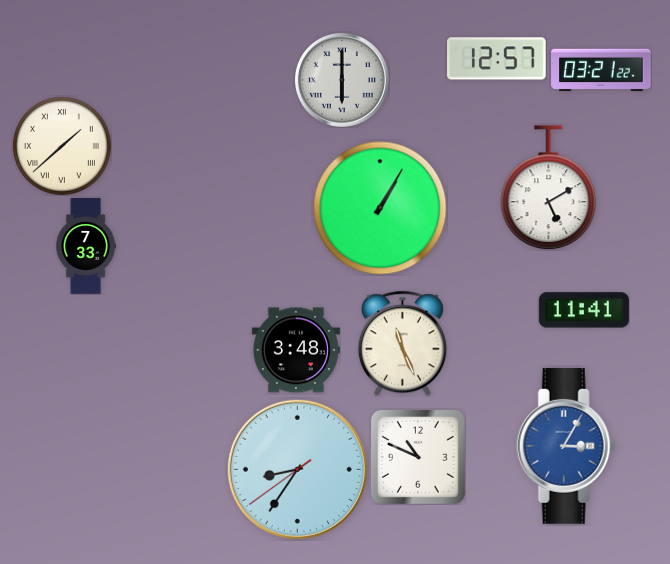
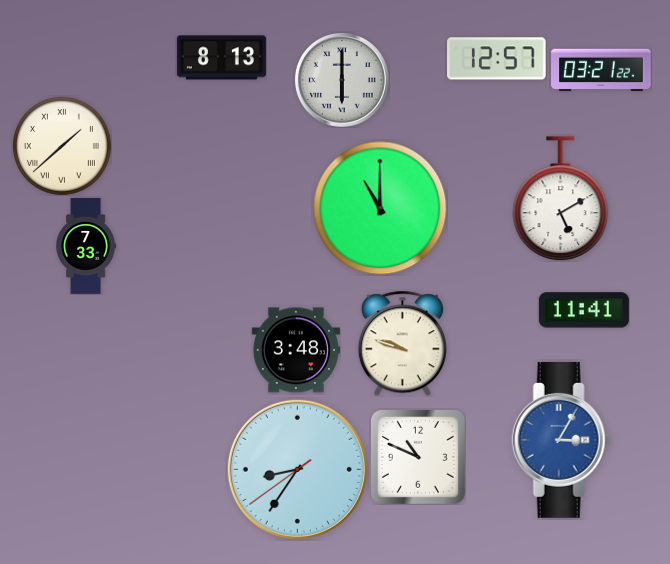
clock at (221, 58): none -> 8:13
clock at (549, 188) position: (549, 188) -> (561, 199)
clock at (380, 208): 1:05 -> 11:00
clock at (402, 343): 11:26 -> 9:48
clock at (566, 446) position: (566, 446) -> (561, 440)
